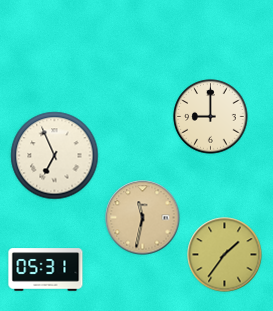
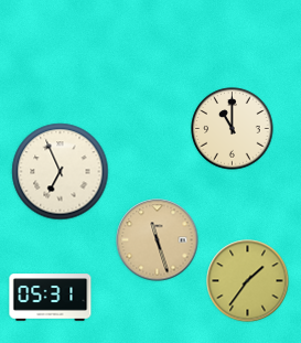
clock at (211, 117): 9:00 -> 11:00
clock at (143, 218): 11:32 -> 11:27
